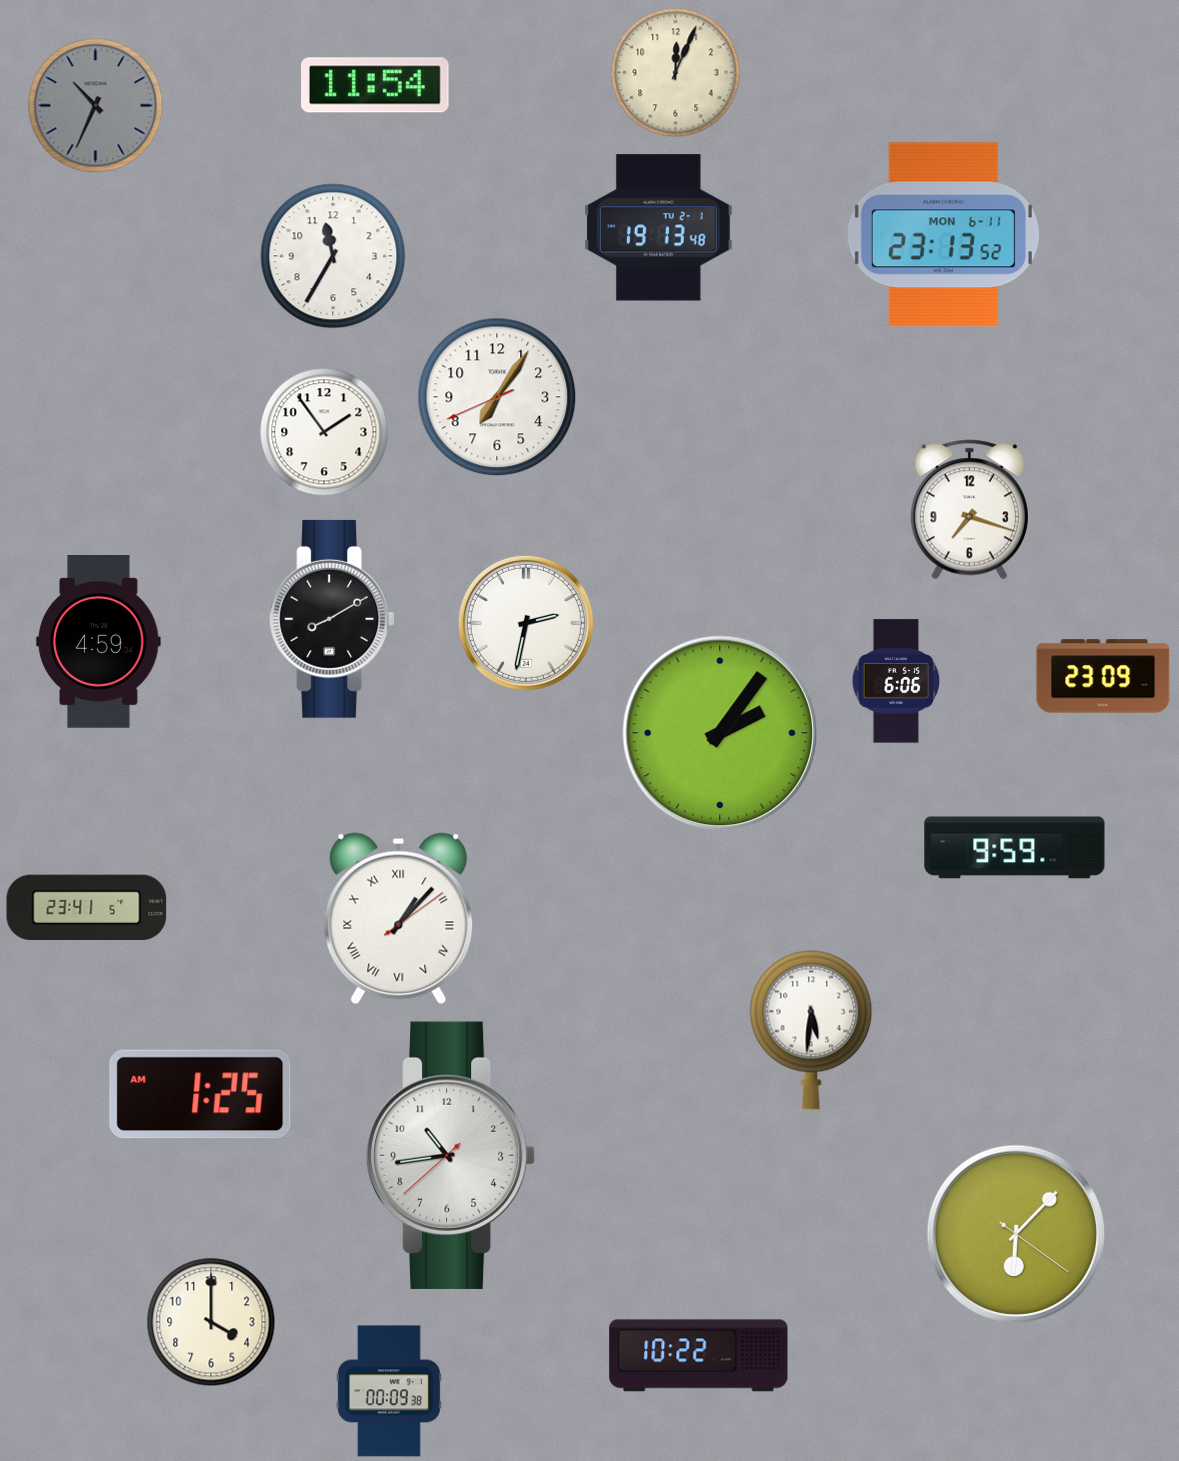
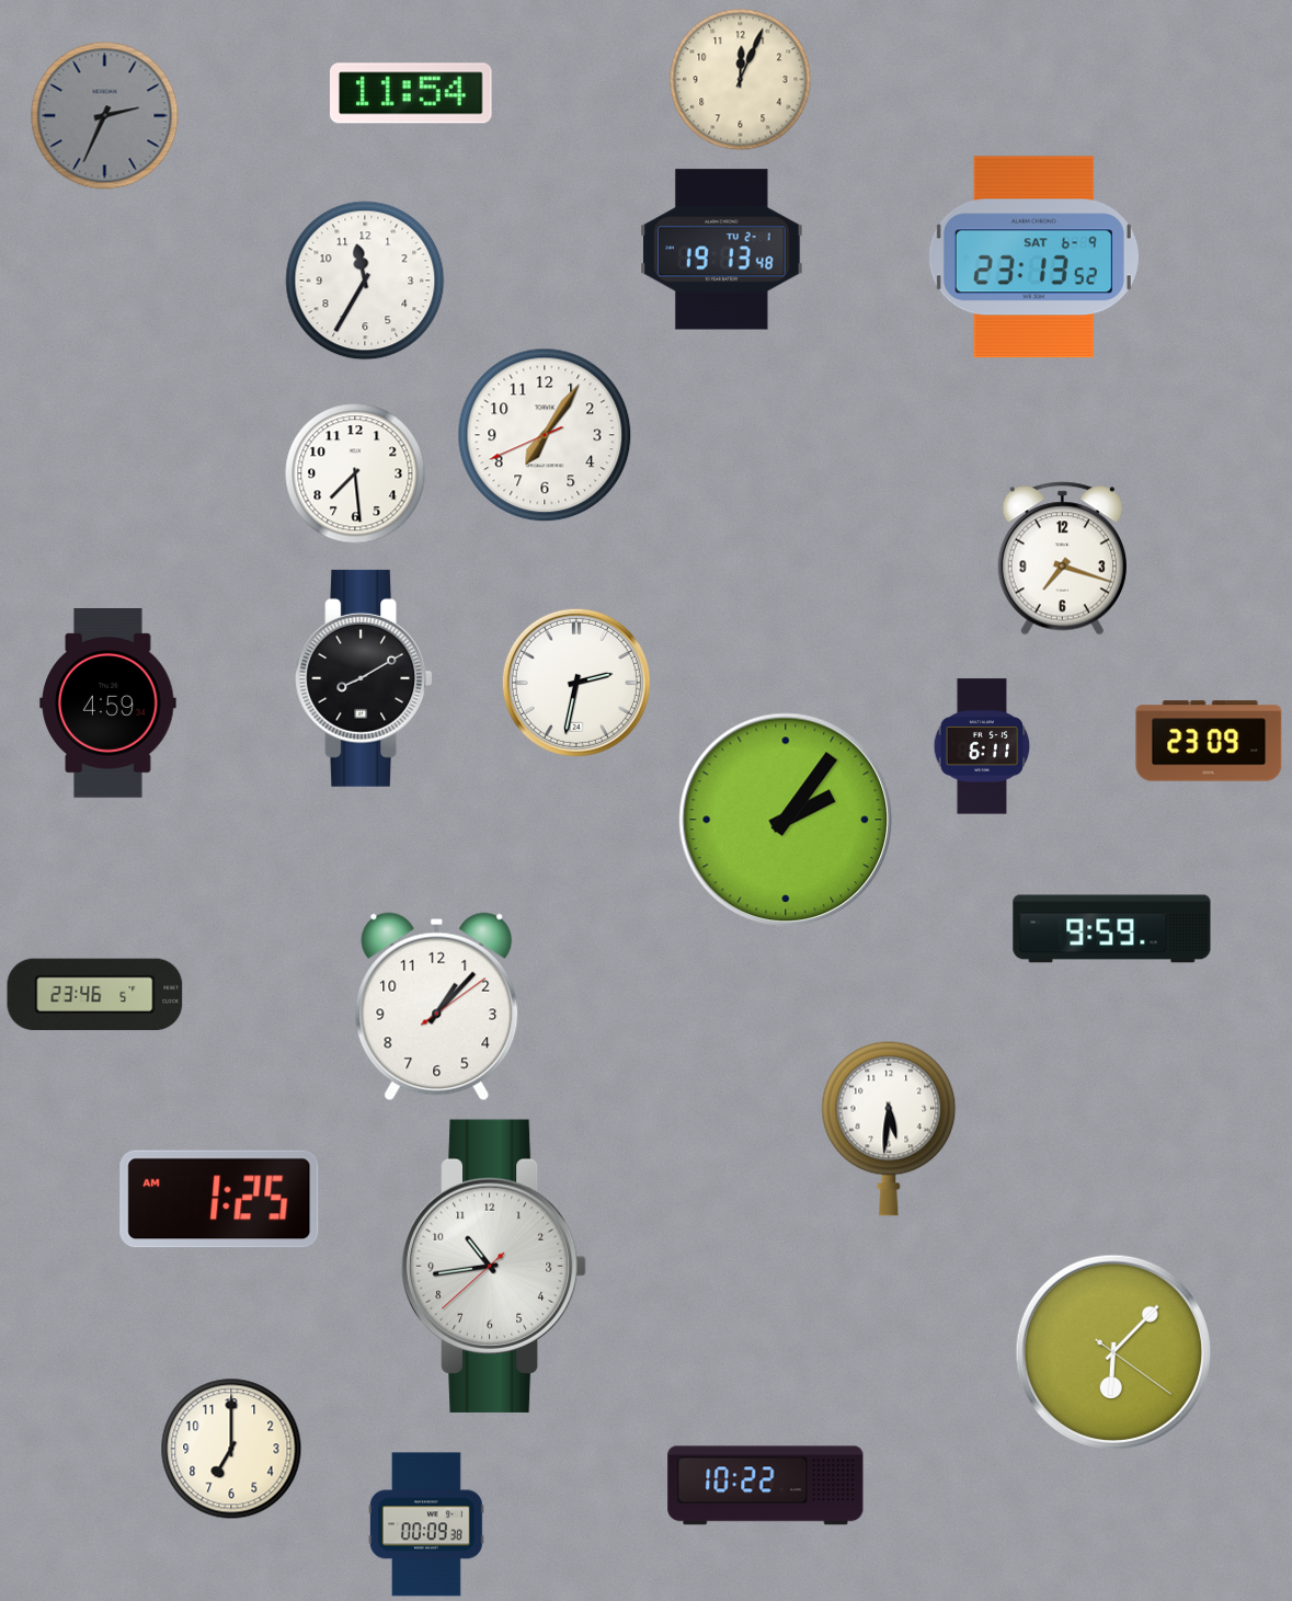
clock at (96, 106): 10:34 -> 2:34
clock at (943, 235) date: MON 6-11 -> SAT 6-9
clock at (324, 432): 1:54 -> 7:29
clock at (896, 681): 6:06 -> 6:11
clock at (720, 733) position: (720, 733) -> (786, 820)
clock at (87, 908): 23:41 -> 23:46
clock at (399, 919) numerals: Roman -> Arabic
clock at (211, 1322): 4:00 -> 7:00
